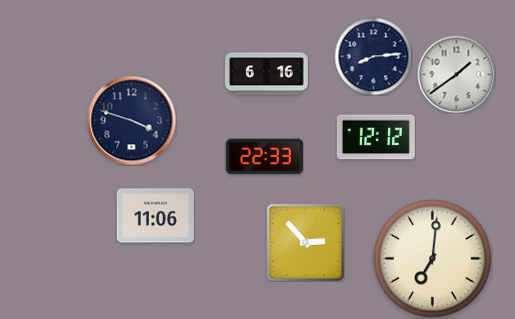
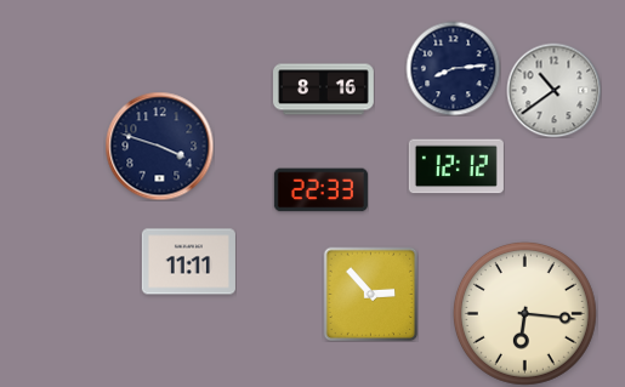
clock at (267, 74): 6:16 -> 8:16
clock at (456, 74): 1:39 -> 10:39
clock at (155, 216): 11:06 -> 11:11
clock at (432, 258): 7:01 -> 6:16
